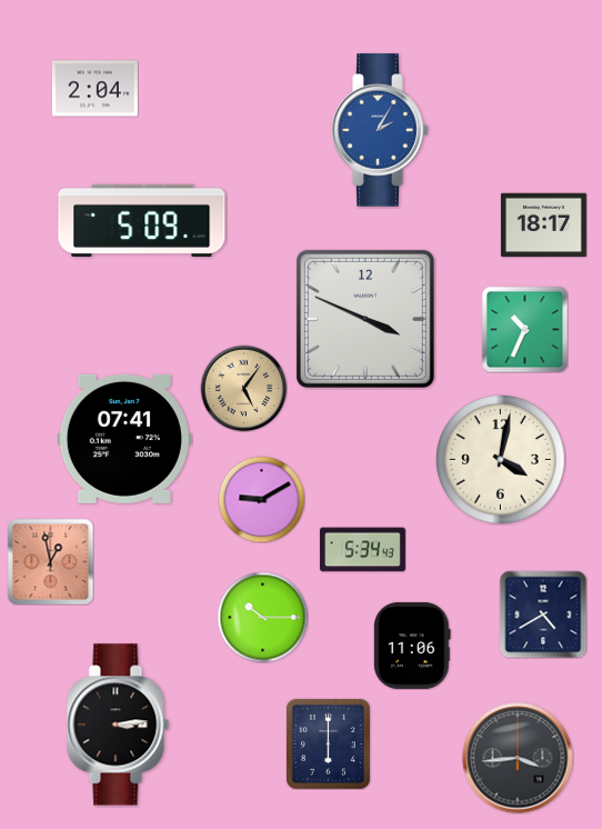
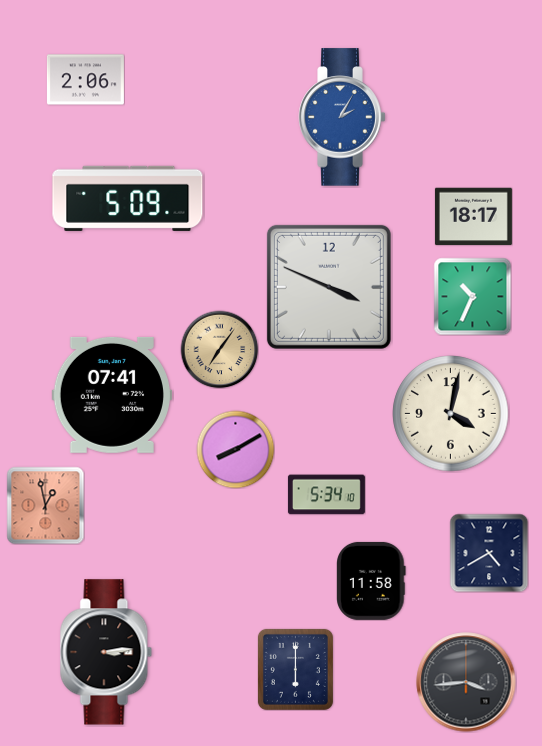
clock at (94, 89): 2:04 -> 2:06
clock at (543, 226) position: (543, 226) -> (473, 217)
clock at (243, 388): 5:06 -> 7:06
clock at (261, 499): 9:10 -> 8:10
clock at (362, 550): 5:34:43 -> 5:34:10
clock at (262, 617): 10:15 -> none
clock at (413, 646): 11:06 -> 11:58
